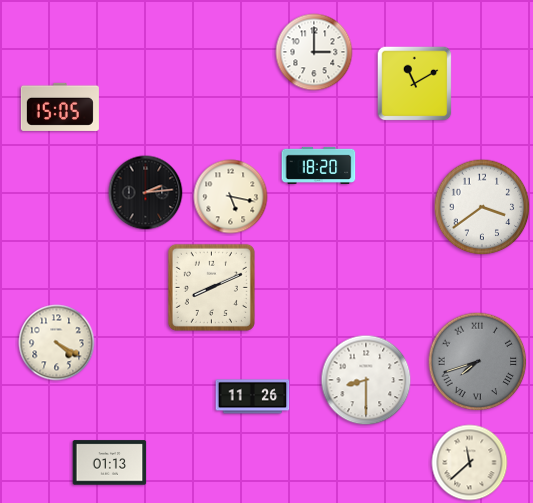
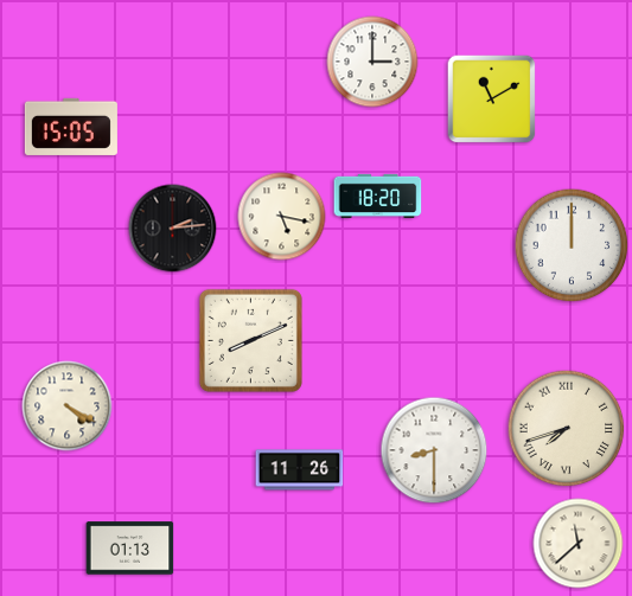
clock at (231, 197) position: (231, 197) -> (282, 217)
clock at (482, 207): 3:39 -> 12:00
clock at (478, 362) dial: grey -> cream
clock at (470, 463) position: (470, 463) -> (579, 544)
